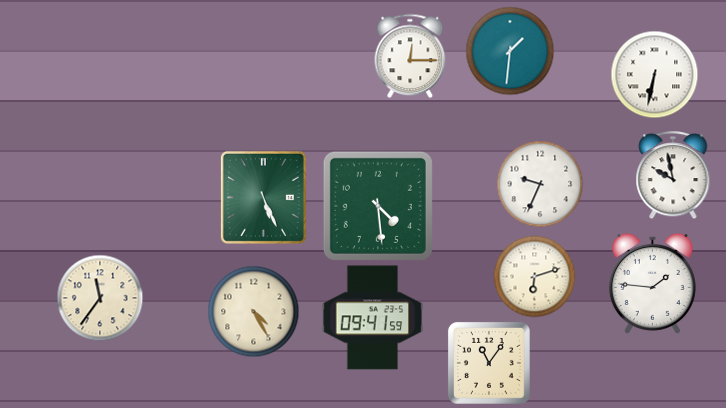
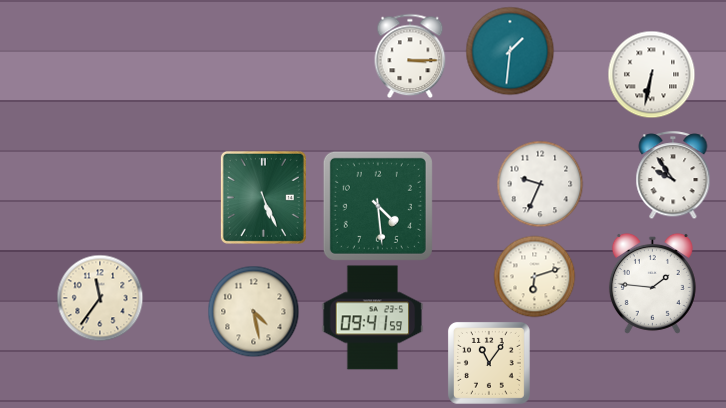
clock at (410, 56): 12:15 -> 3:15
clock at (654, 74) position: (654, 74) -> (651, 74)
clock at (673, 175): 9:58 -> 9:54
clock at (253, 311): 4:25 -> 4:28
